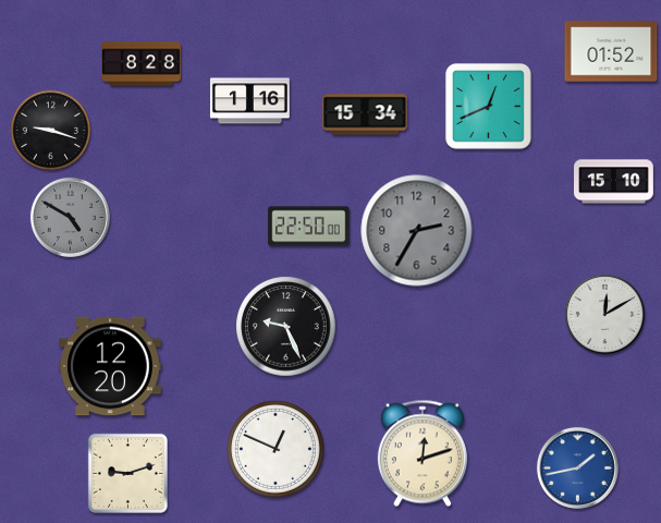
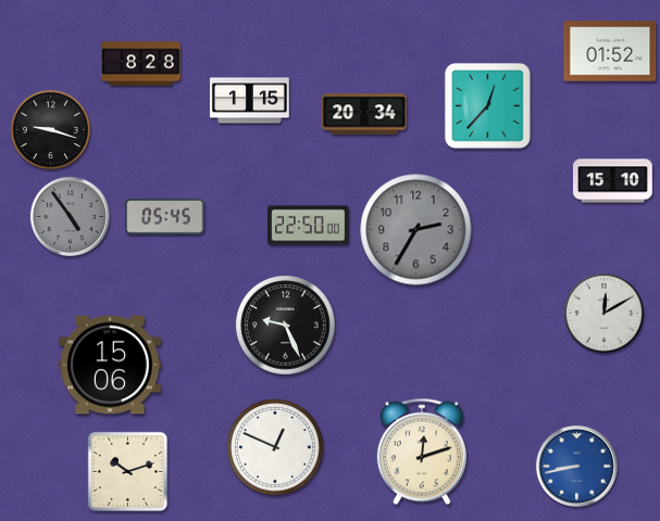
clock at (249, 101): 1:16 -> 1:15
clock at (488, 106): 12:41 -> 12:37
clock at (365, 114): 15:34 -> 20:34
clock at (70, 217): 4:50 -> 4:54
clock at (165, 217): none -> 05:45
clock at (111, 366): 12:20 -> 15:06
clock at (577, 467): 1:43 -> 8:43
clock at (127, 473): 9:12 -> 10:12
